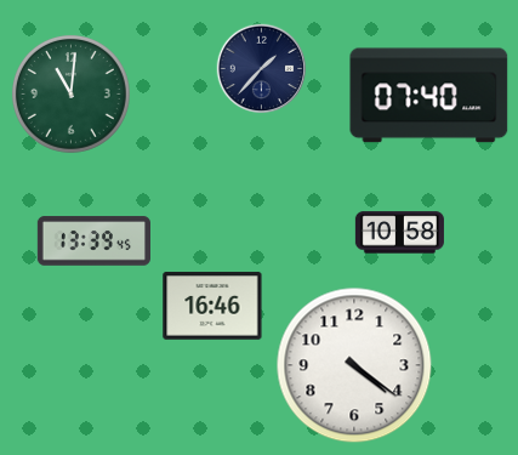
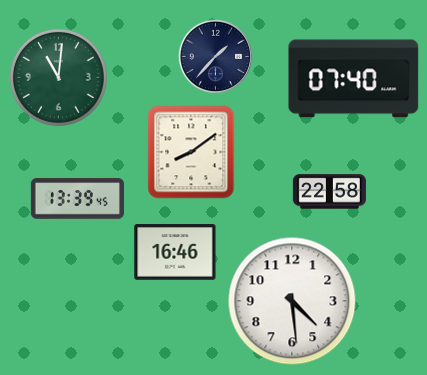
clock at (191, 152): none -> 8:09
clock at (399, 233): 10:58 -> 22:58
clock at (354, 365): 4:21 -> 4:29
